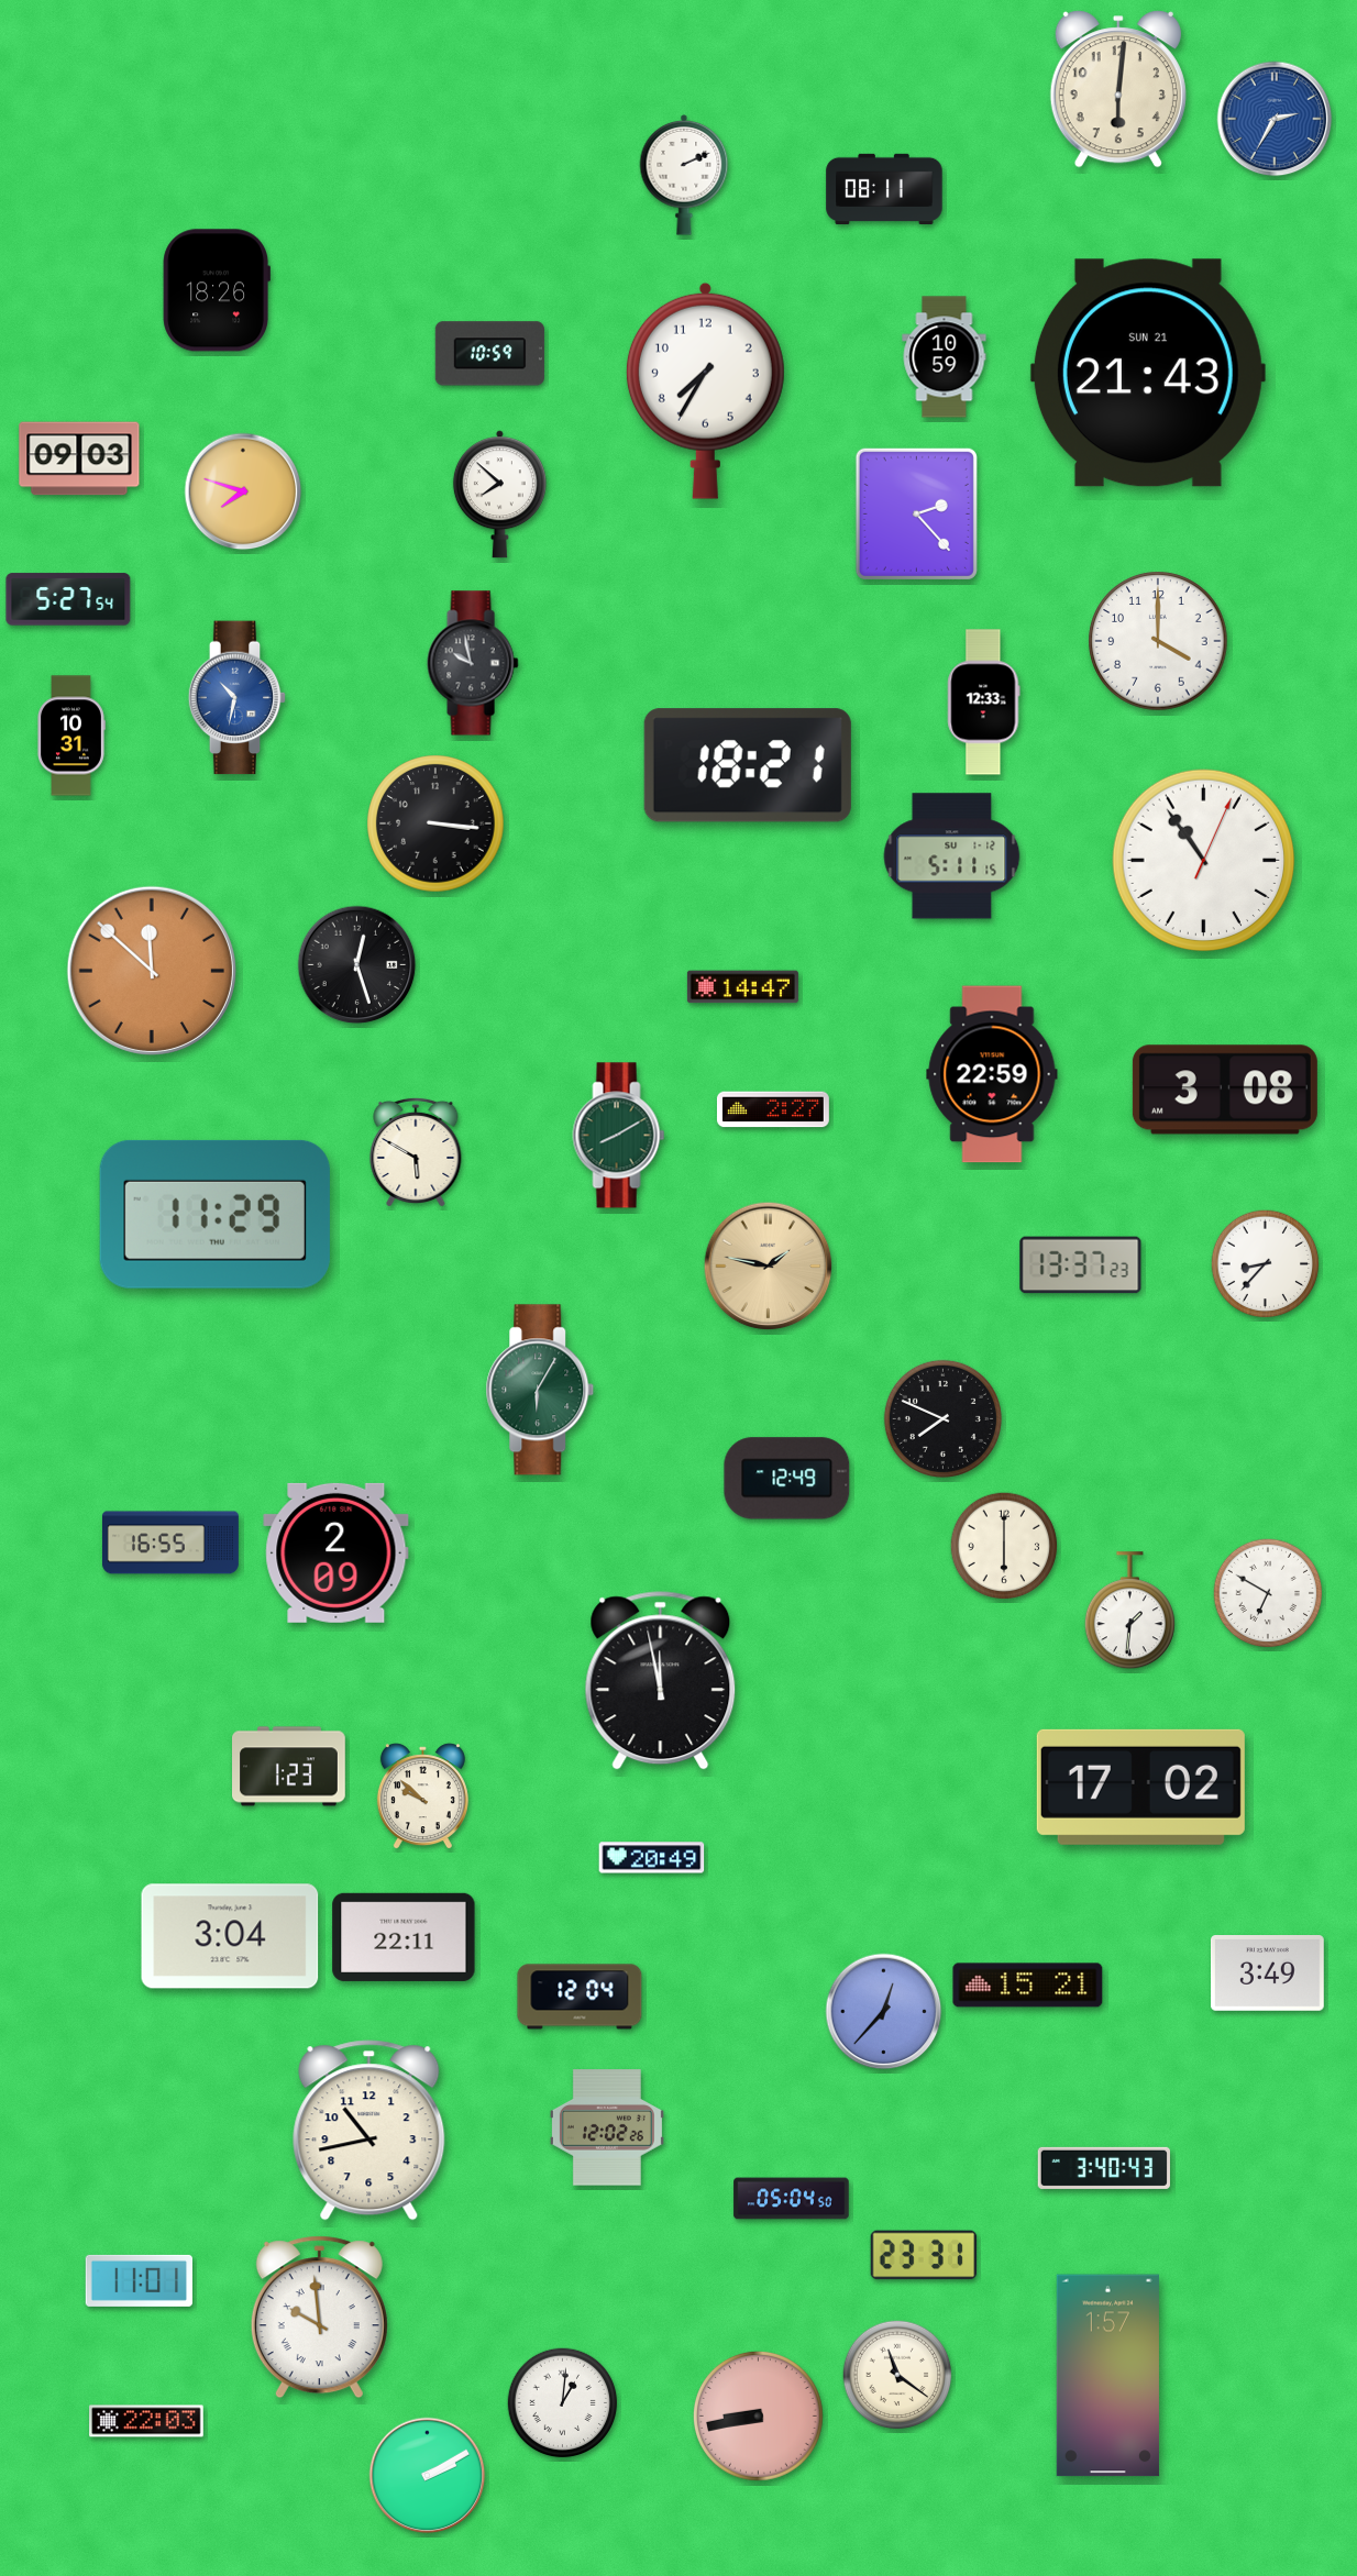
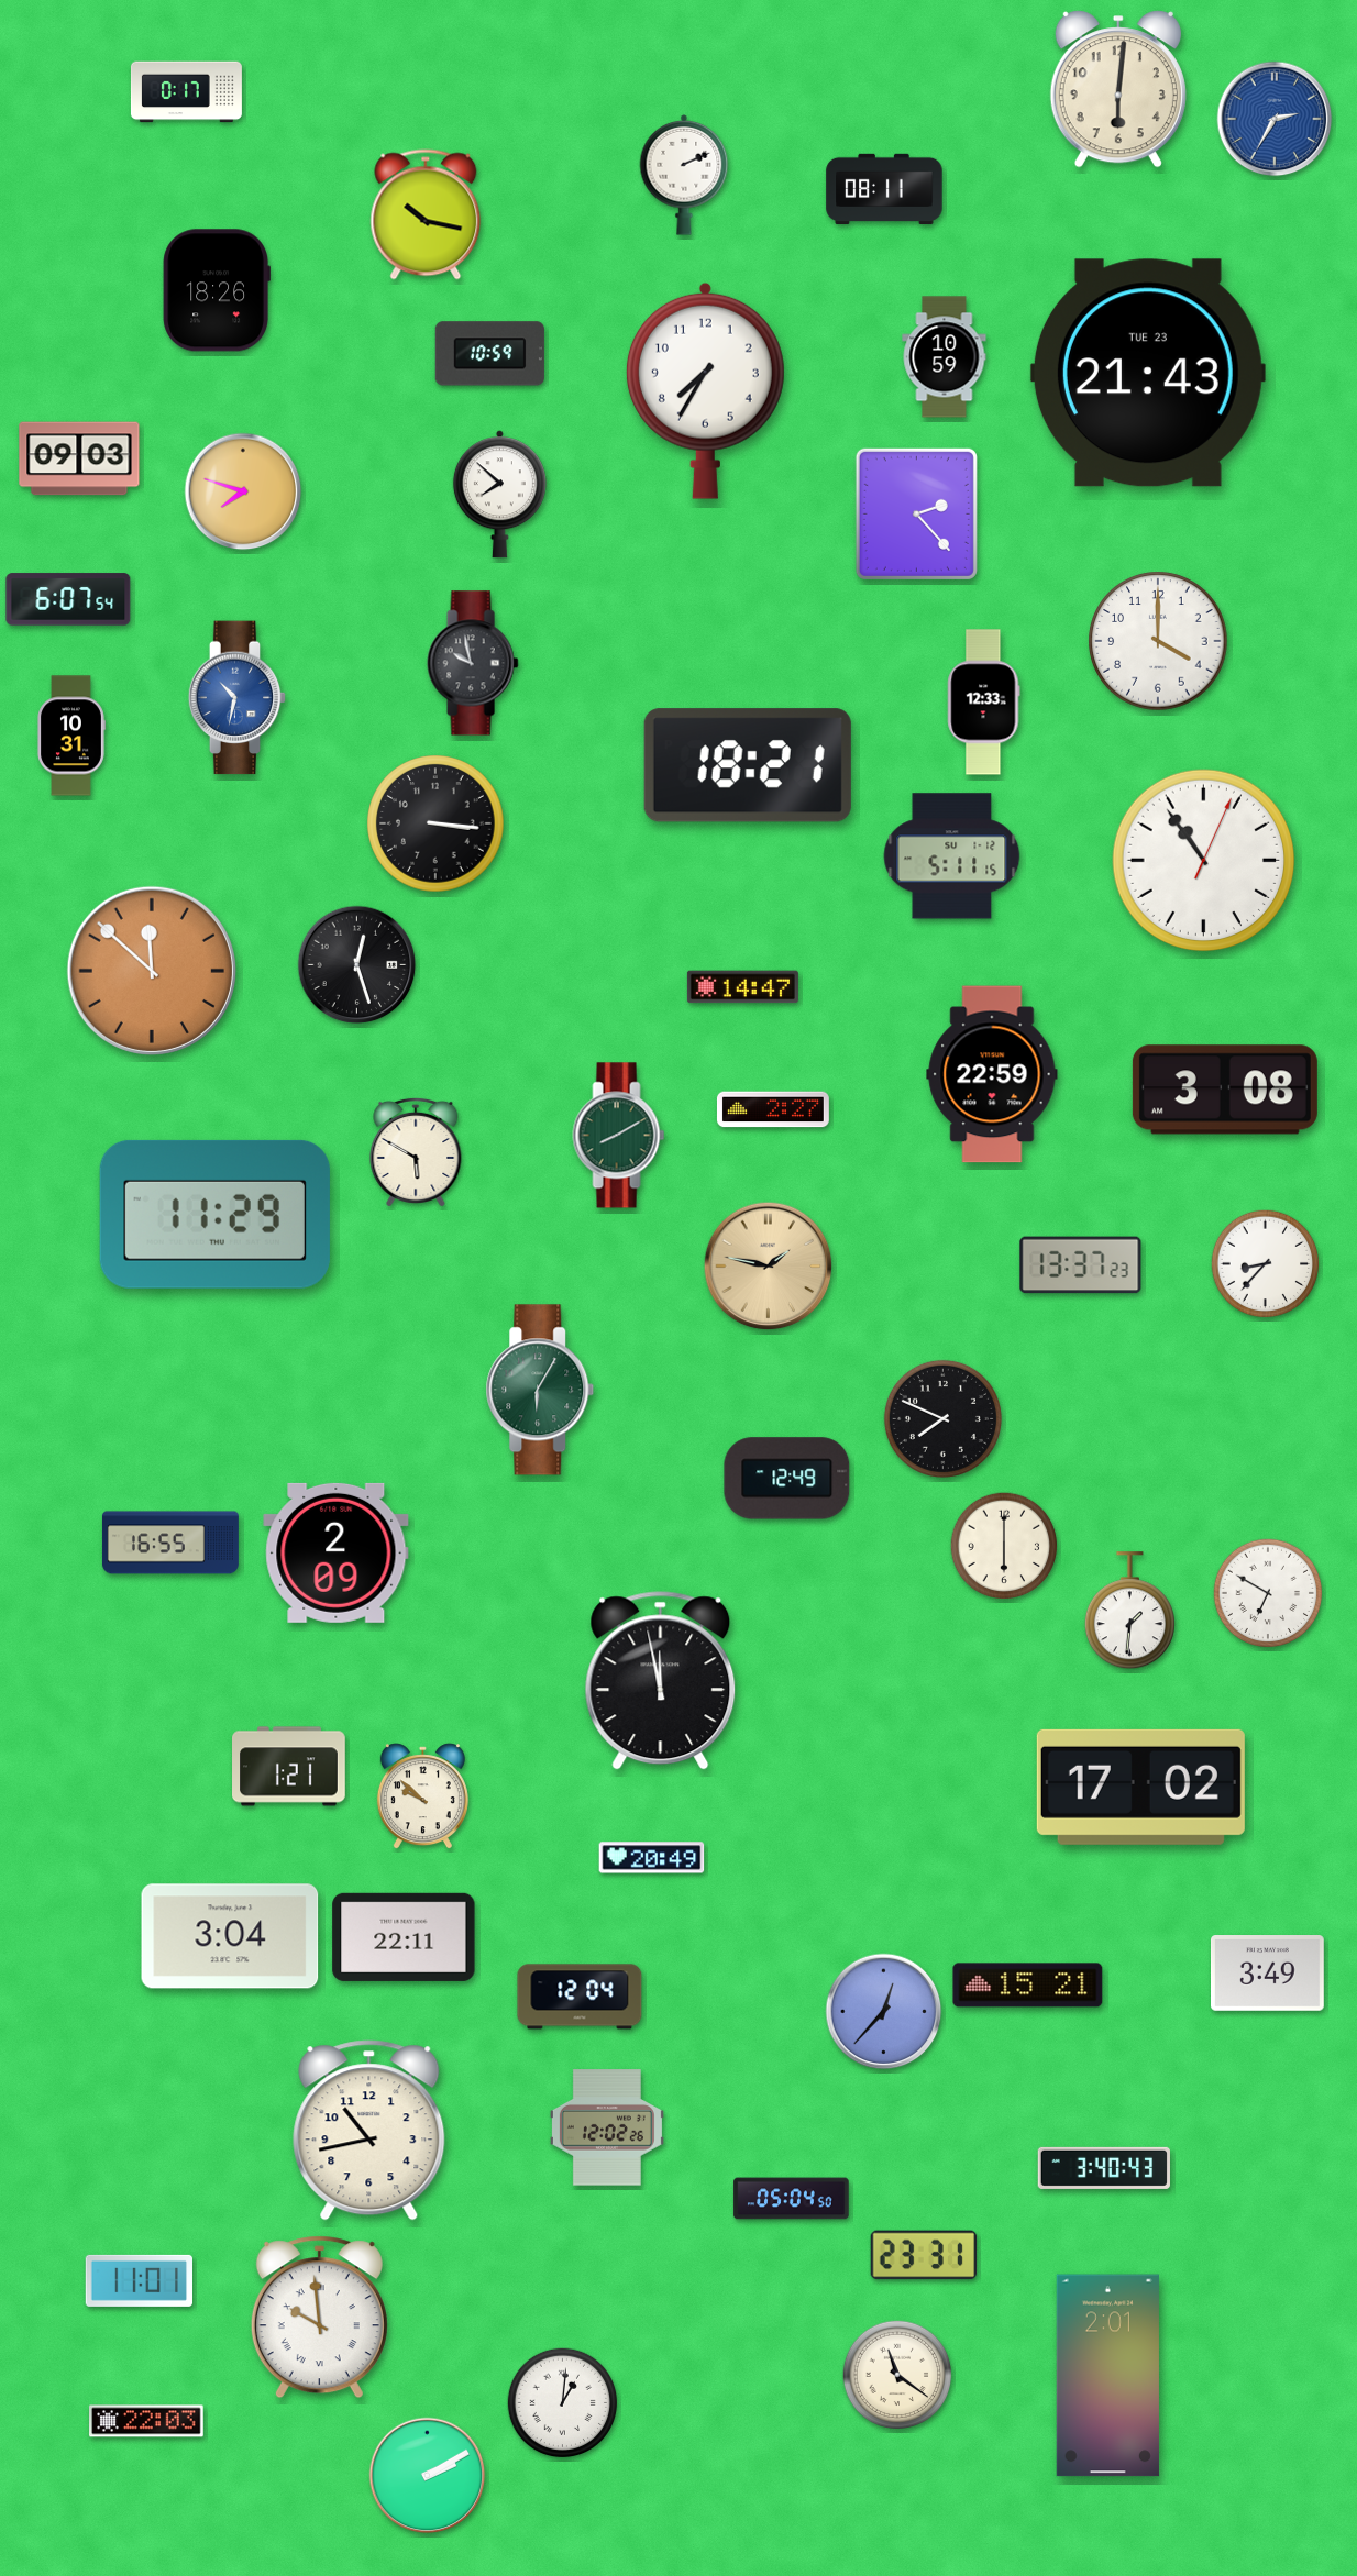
clock at (186, 92): none -> 0:17
clock at (426, 214): none -> 10:17
clock at (1148, 373) date: SUN 21 -> TUE 23
clock at (68, 599): 5:27 -> 6:07
clock at (289, 1767): 1:23 -> 1:21
clock at (1107, 2376): 1:57 -> 2:01
clock at (759, 2417): 8:43 -> none
